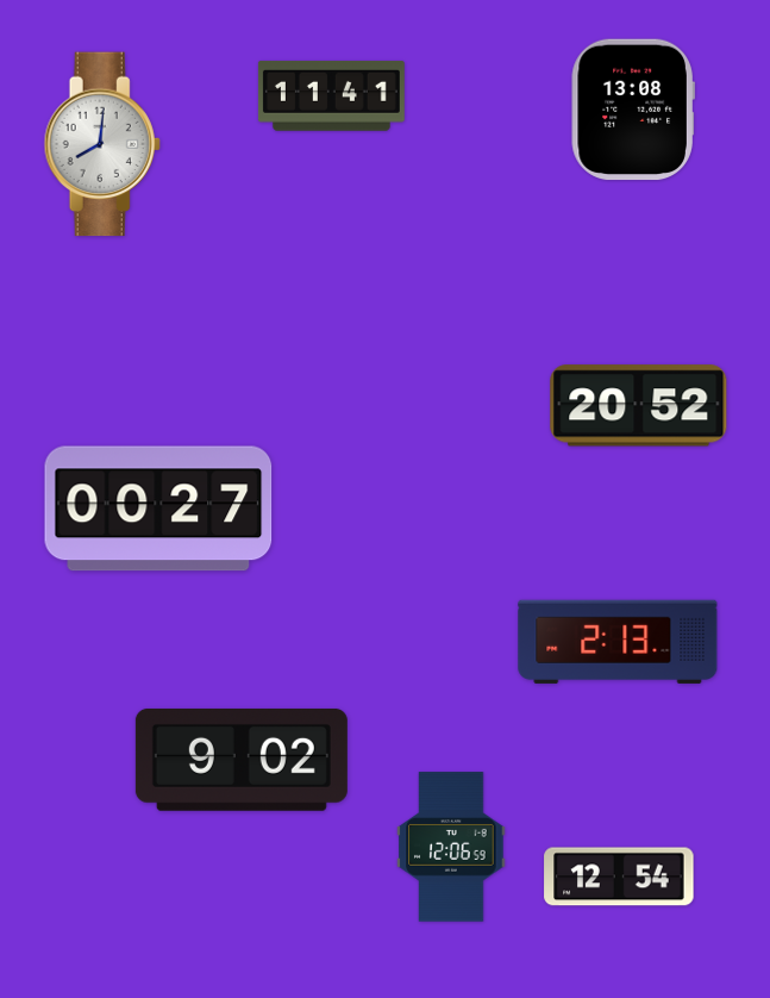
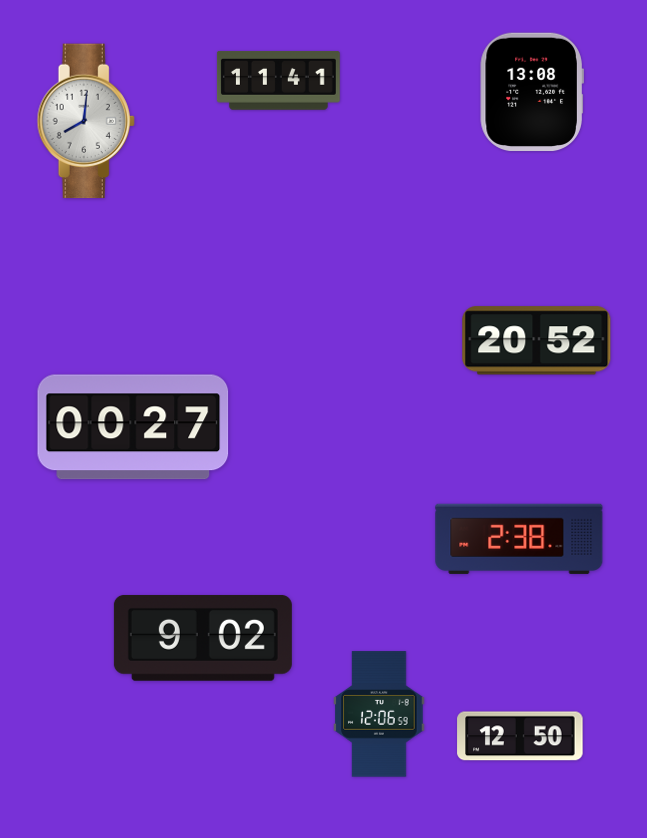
clock at (618, 642): 2:13 -> 2:38
clock at (451, 847) position: (451, 847) -> (379, 714)
clock at (619, 877): 12:54 -> 12:50
